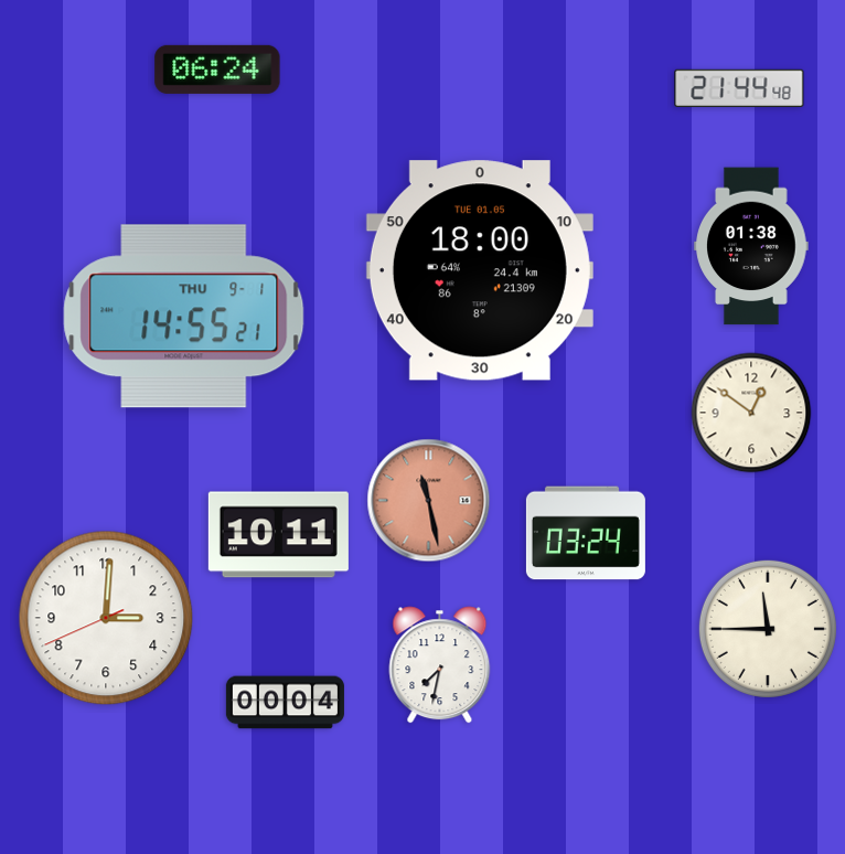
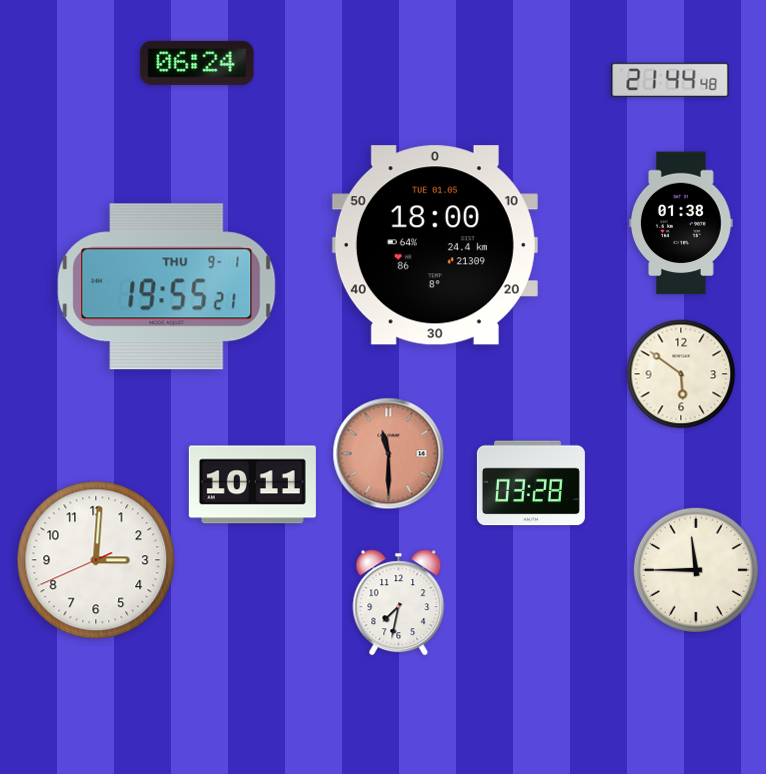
clock at (184, 317): 14:55 -> 19:55
clock at (751, 413): 12:51 -> 5:51
clock at (429, 501): 11:28 -> 11:30
clock at (586, 533): 03:24 -> 03:28
clock at (285, 703): 00:04 -> none
